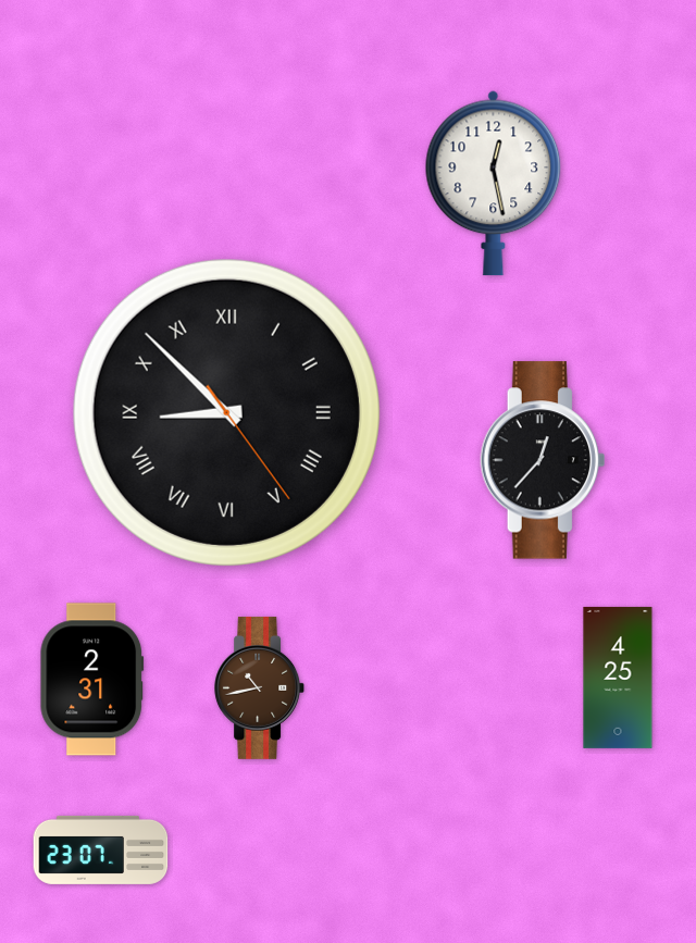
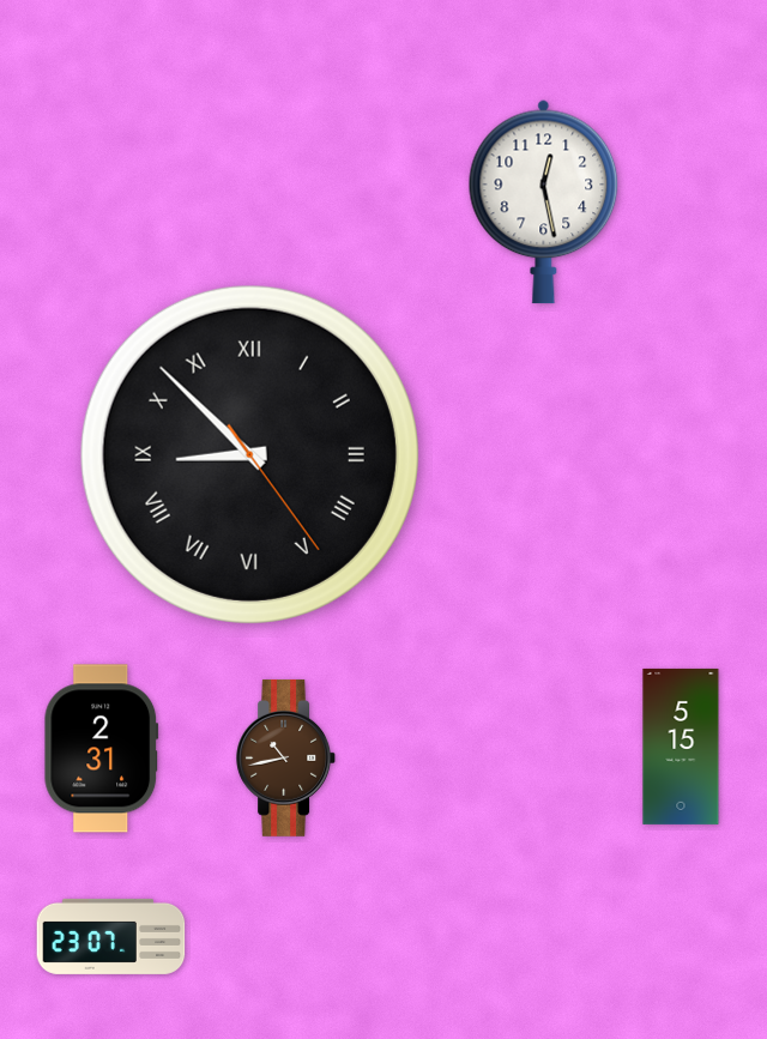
clock at (542, 460): 12:37 -> none
clock at (618, 678): 4:25 -> 5:15
